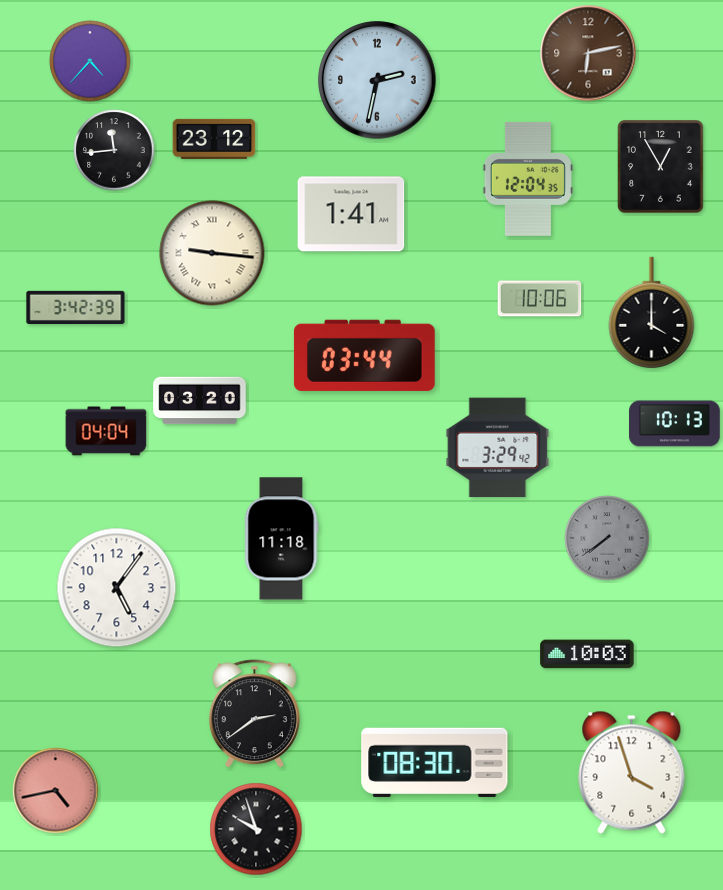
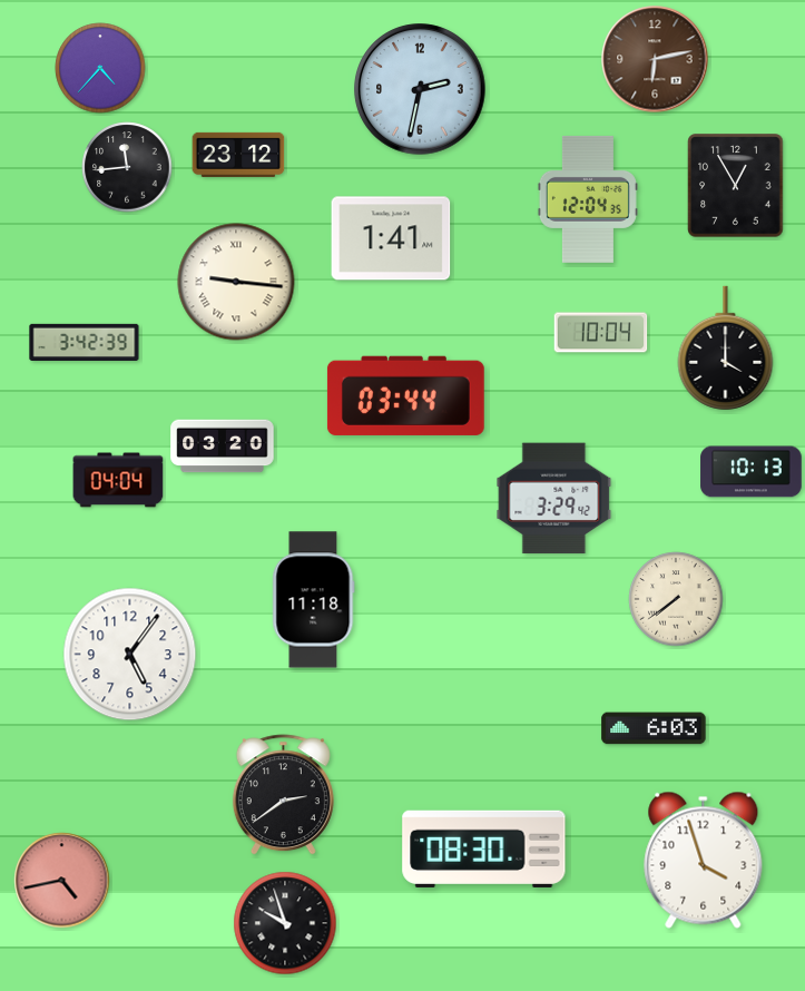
clock at (540, 299): 10:06 -> 10:04
clock at (607, 538) dial: grey -> cream
clock at (587, 654): 10:03 -> 6:03
